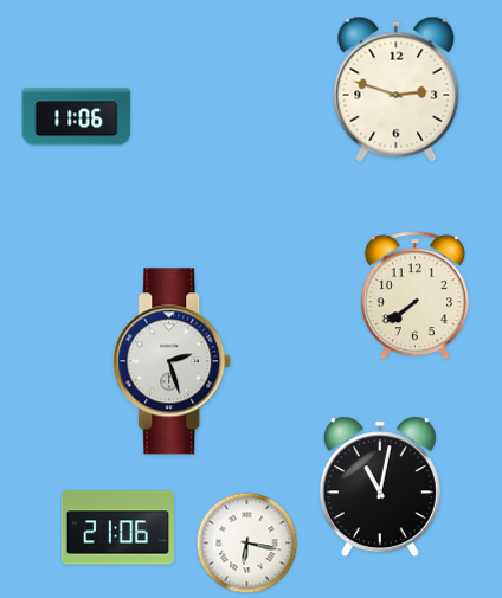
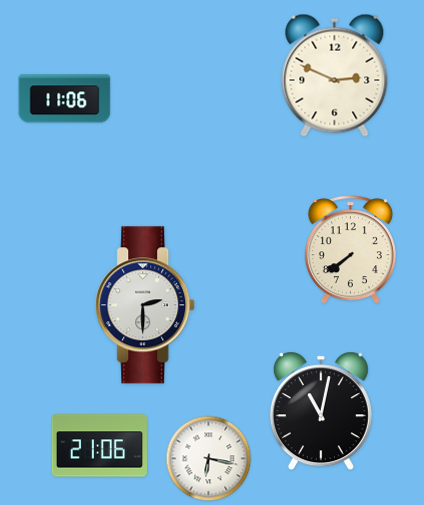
clock at (397, 89): 2:48 -> 2:49
clock at (173, 361): 2:27 -> 2:30
